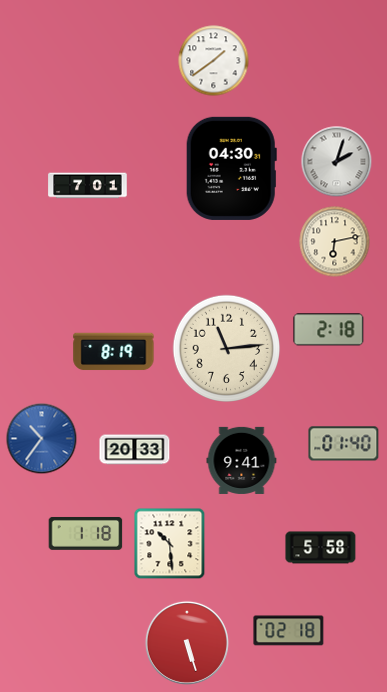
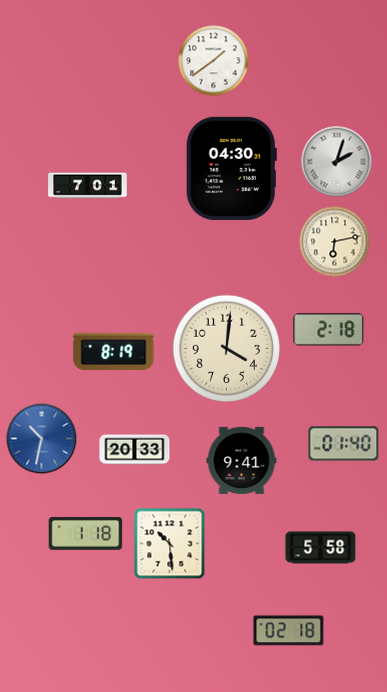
clock at (227, 349): 11:14 -> 4:01
clock at (42, 439): 10:36 -> 10:32
clock at (187, 643): 5:27 -> none
